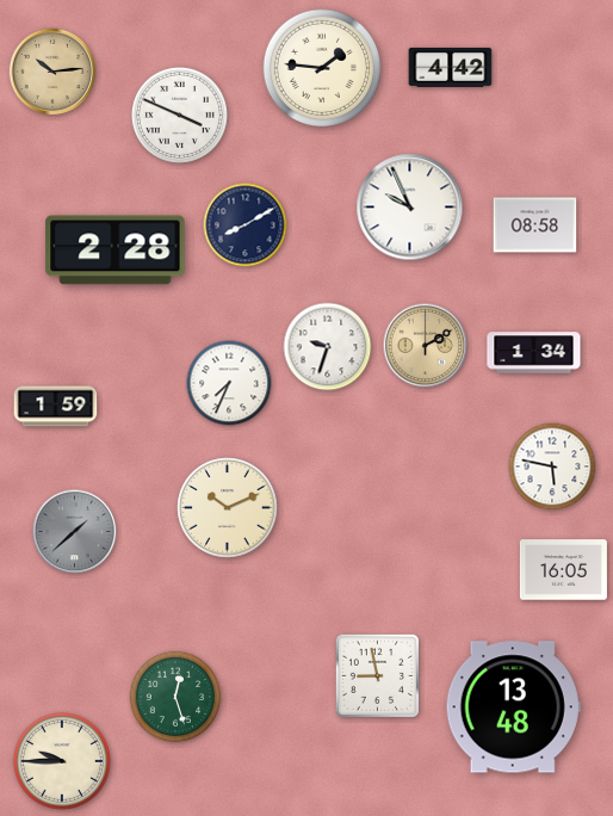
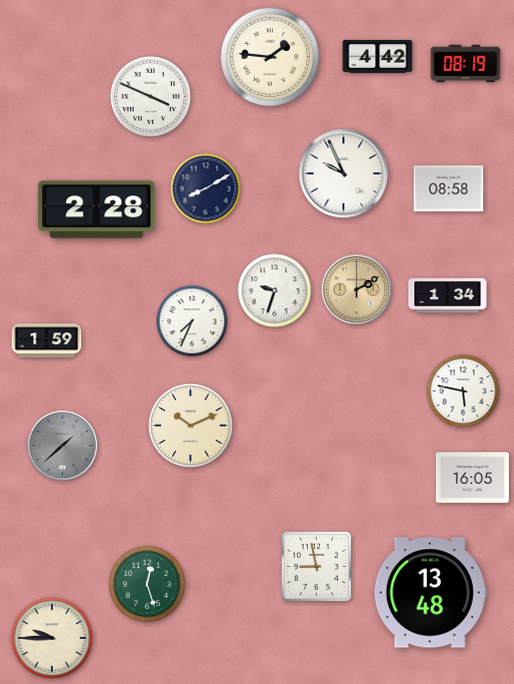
clock at (52, 72): 10:14 -> none
clock at (466, 64): none -> 08:19
